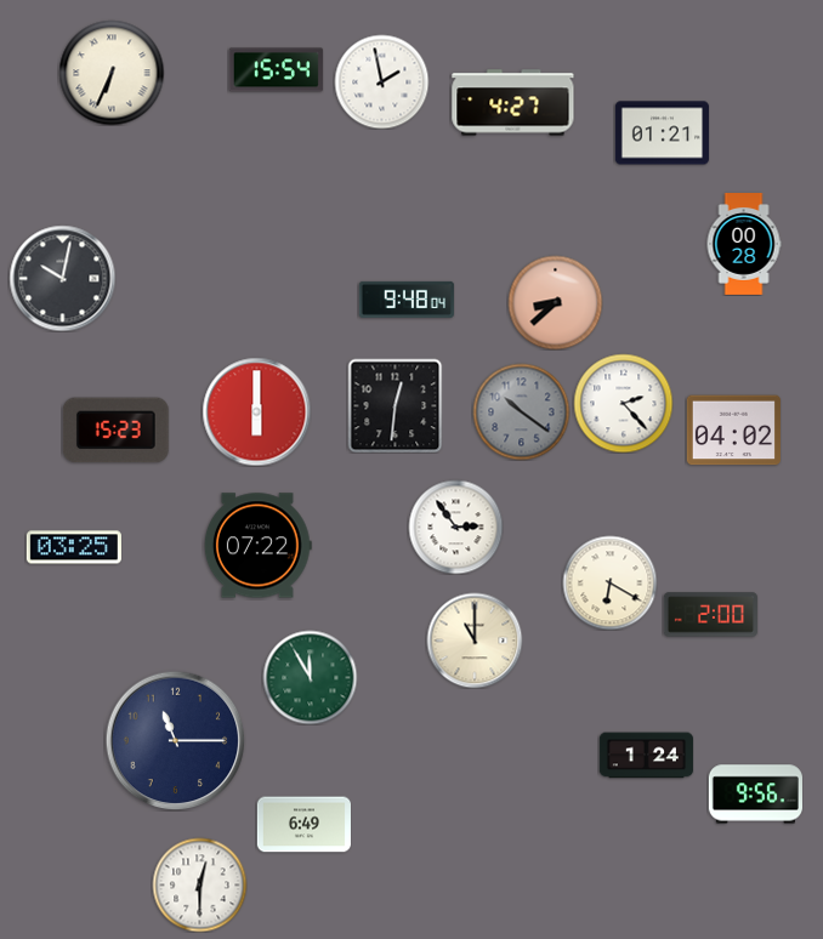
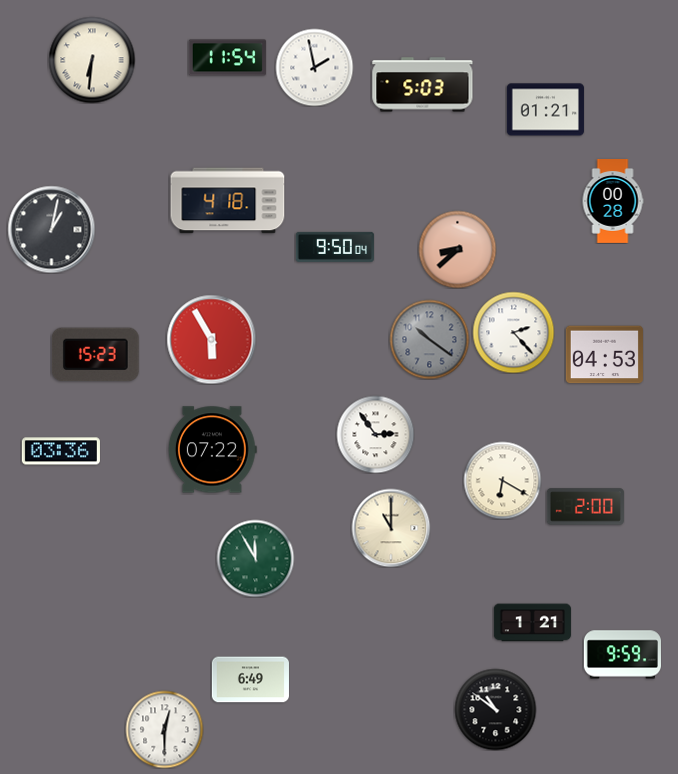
clock at (276, 70): 15:54 -> 11:54
clock at (112, 73): 6:34 -> 6:31
clock at (513, 103): 4:27 -> 5:03
clock at (228, 201): none -> 4:18
clock at (62, 278): 10:02 -> 1:02
clock at (407, 300): 9:48 -> 9:50
clock at (395, 405): 12:31 -> none
clock at (256, 411): 6:00 -> 5:55
clock at (733, 431): 04:02 -> 04:53
clock at (74, 547): 03:25 -> 03:36
clock at (175, 740): 11:15 -> none
clock at (646, 756): 1:24 -> 1:21
clock at (755, 795): 9:56 -> 9:59
clock at (495, 709): none -> 10:51
